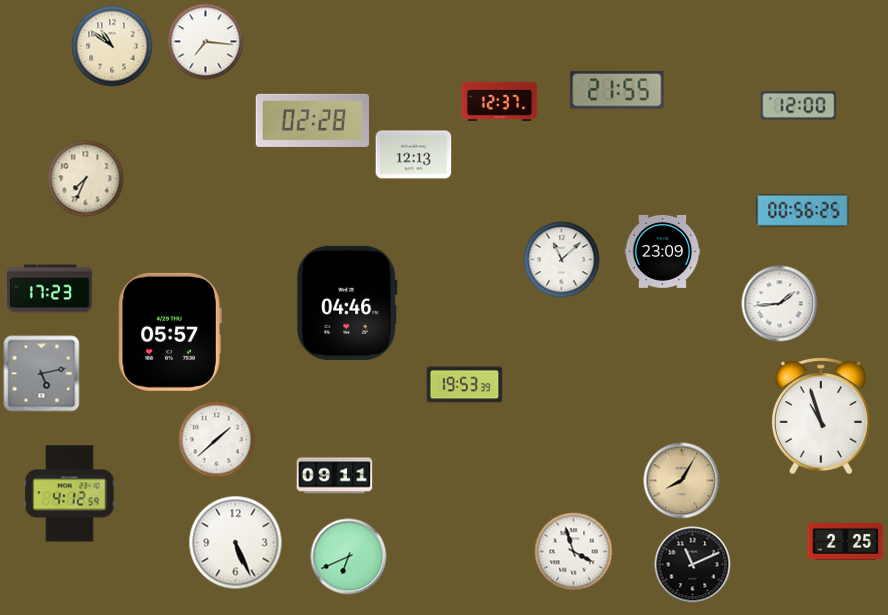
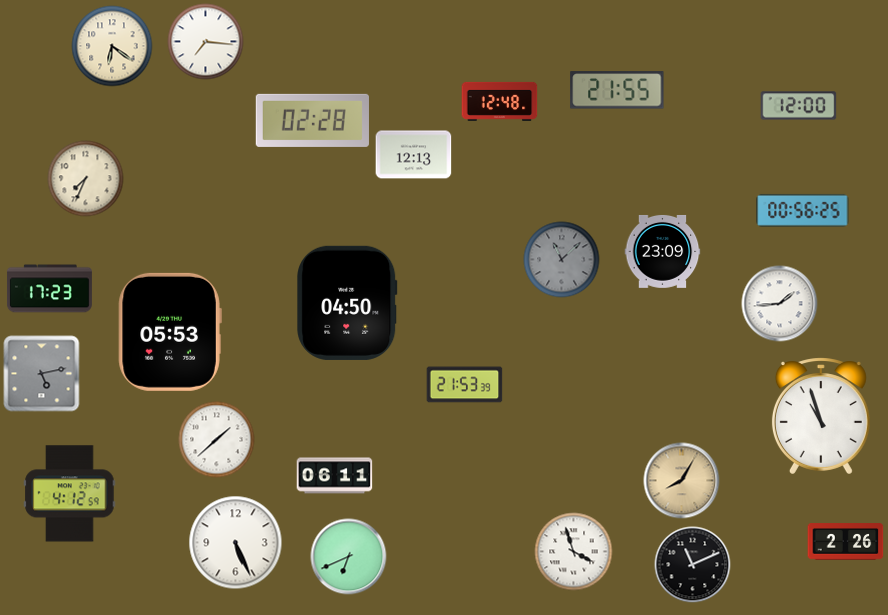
clock at (112, 46): 10:51 -> 6:21
clock at (500, 101): 12:37 -> 12:48
clock at (562, 260) dial: white -> grey
clock at (347, 303): 04:46 -> 04:50
clock at (170, 332): 05:57 -> 05:53
clock at (465, 385): 19:53 -> 21:53
clock at (335, 476): 09:11 -> 06:11
clock at (846, 542): 2:25 -> 2:26
